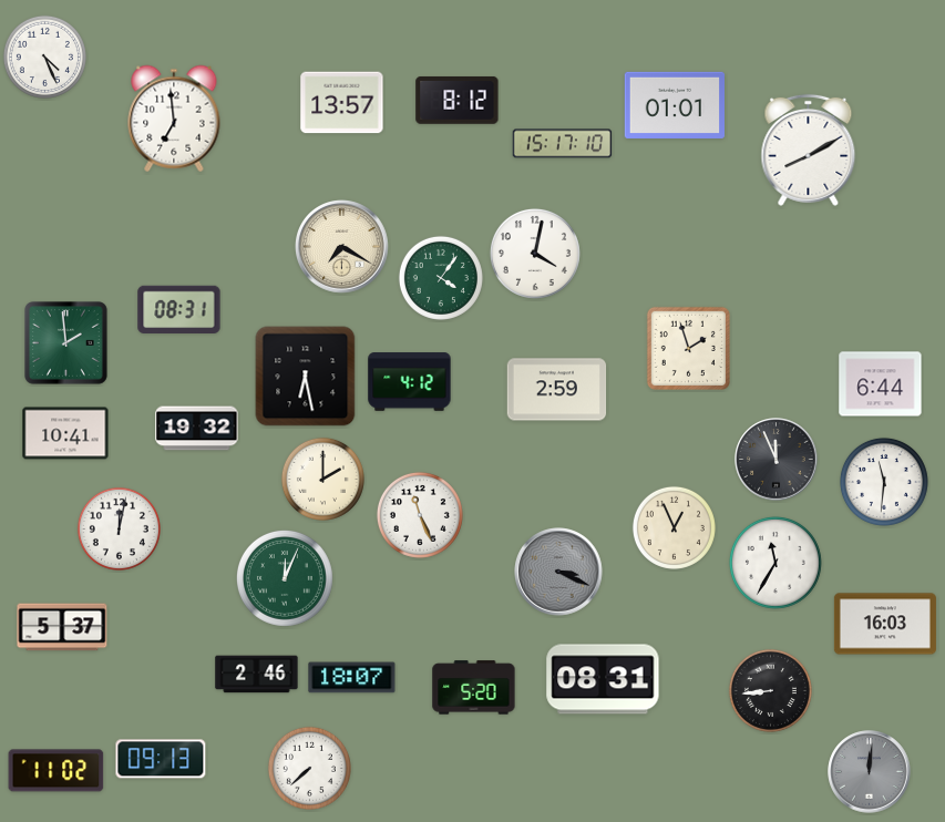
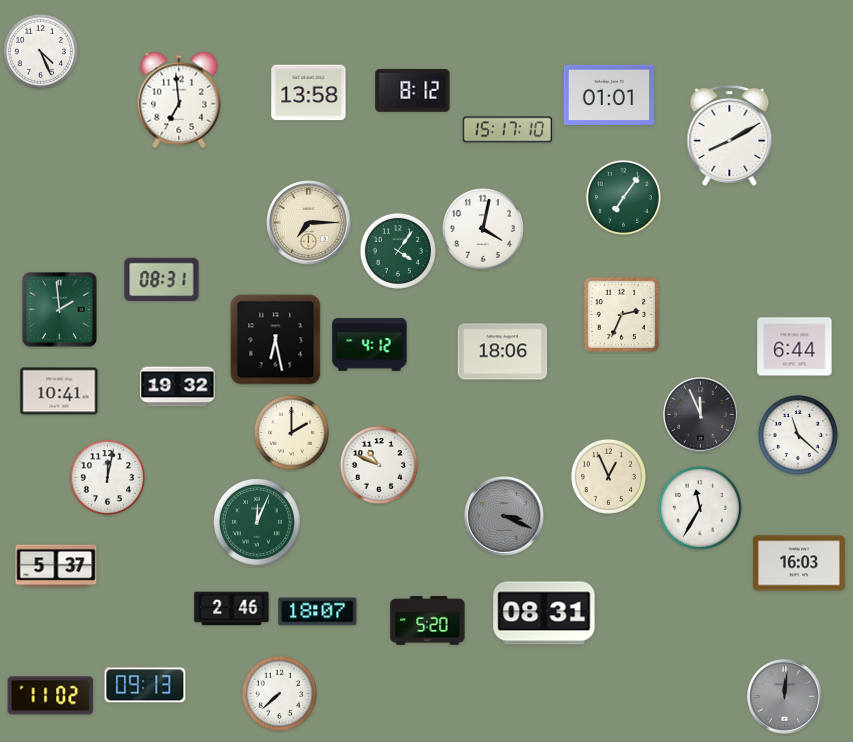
clock at (342, 103): 13:57 -> 13:58
clock at (174, 119) position: (174, 119) -> (179, 100)
clock at (623, 197): none -> 7:06
clock at (342, 247): 7:20 -> 7:15
clock at (688, 348): 1:57 -> 2:34
clock at (557, 390): 2:59 -> 18:06
clock at (884, 482): 11:31 -> 11:22
clock at (420, 515): 11:26 -> 10:49
clock at (770, 690): 8:44 -> none
